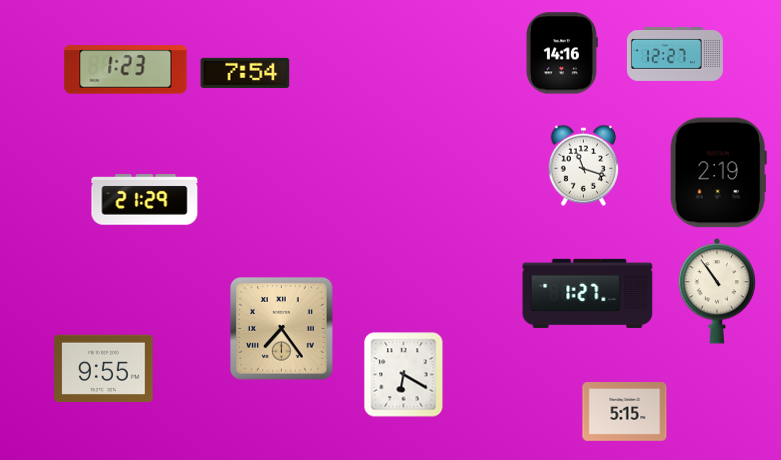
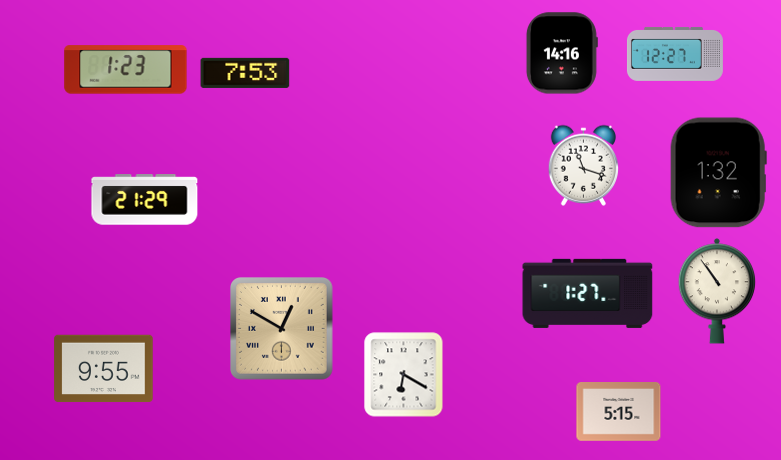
clock at (245, 73): 7:54 -> 7:53
clock at (718, 173): 2:19 -> 1:32
clock at (282, 329): 7:24 -> 12:50
clock at (625, 412) position: (625, 412) -> (619, 412)
